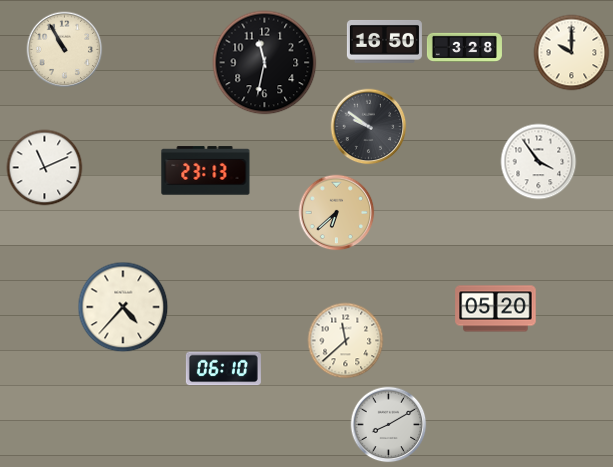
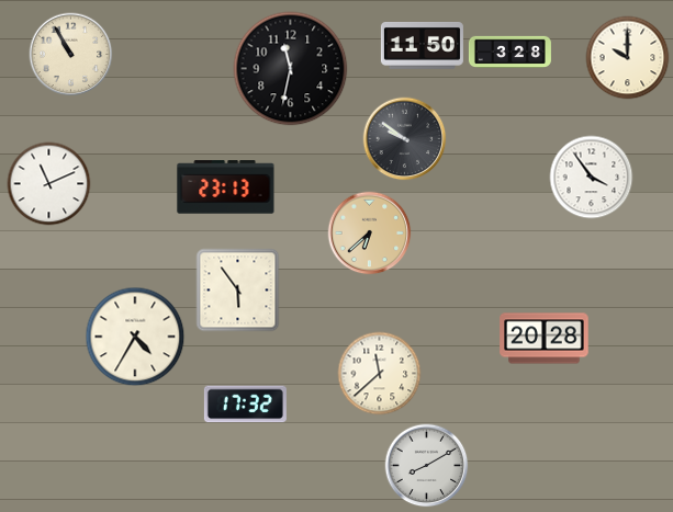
clock at (384, 41): 16:50 -> 11:50
clock at (238, 291): none -> 5:54
clock at (123, 307): 4:37 -> 4:35
clock at (496, 309): 05:20 -> 20:28
clock at (223, 369): 06:10 -> 17:32
